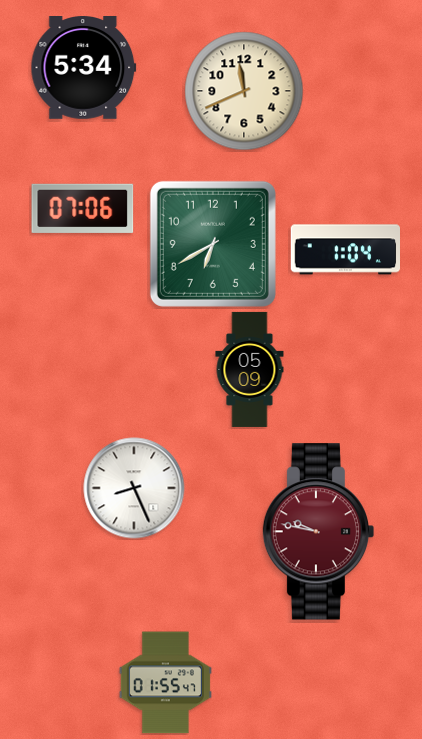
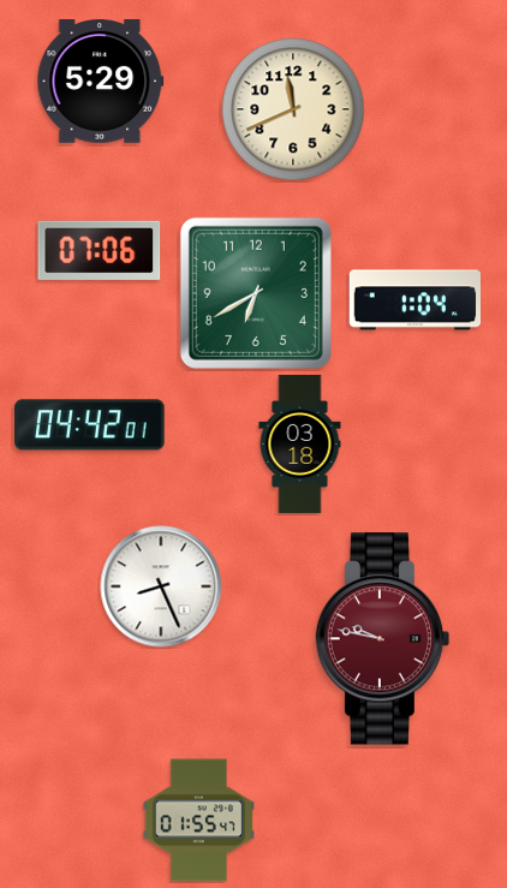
clock at (84, 68): 5:34 -> 5:29
clock at (90, 425): none -> 04:42
clock at (250, 369): 05:09 -> 03:18
